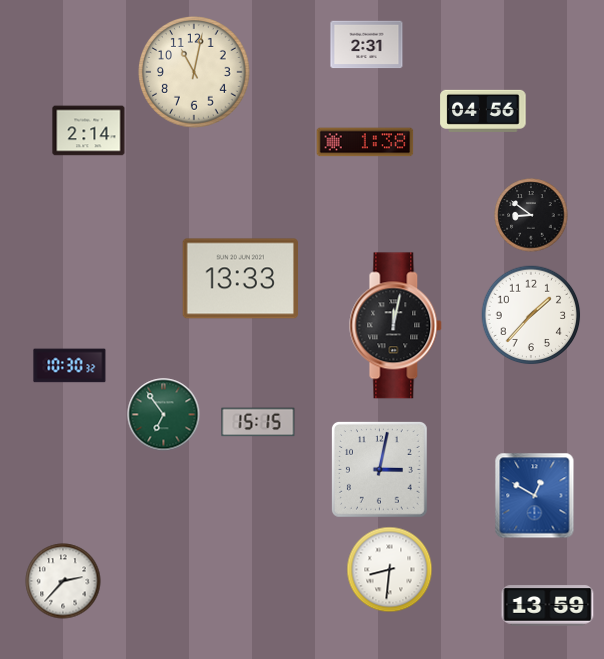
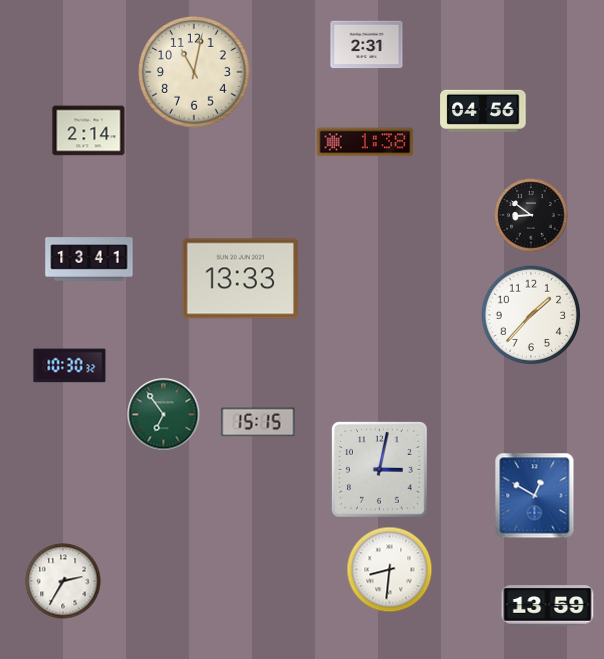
clock at (89, 259): none -> 13:41
clock at (396, 326): 12:02 -> none
clock at (63, 581): 2:37 -> 2:35
